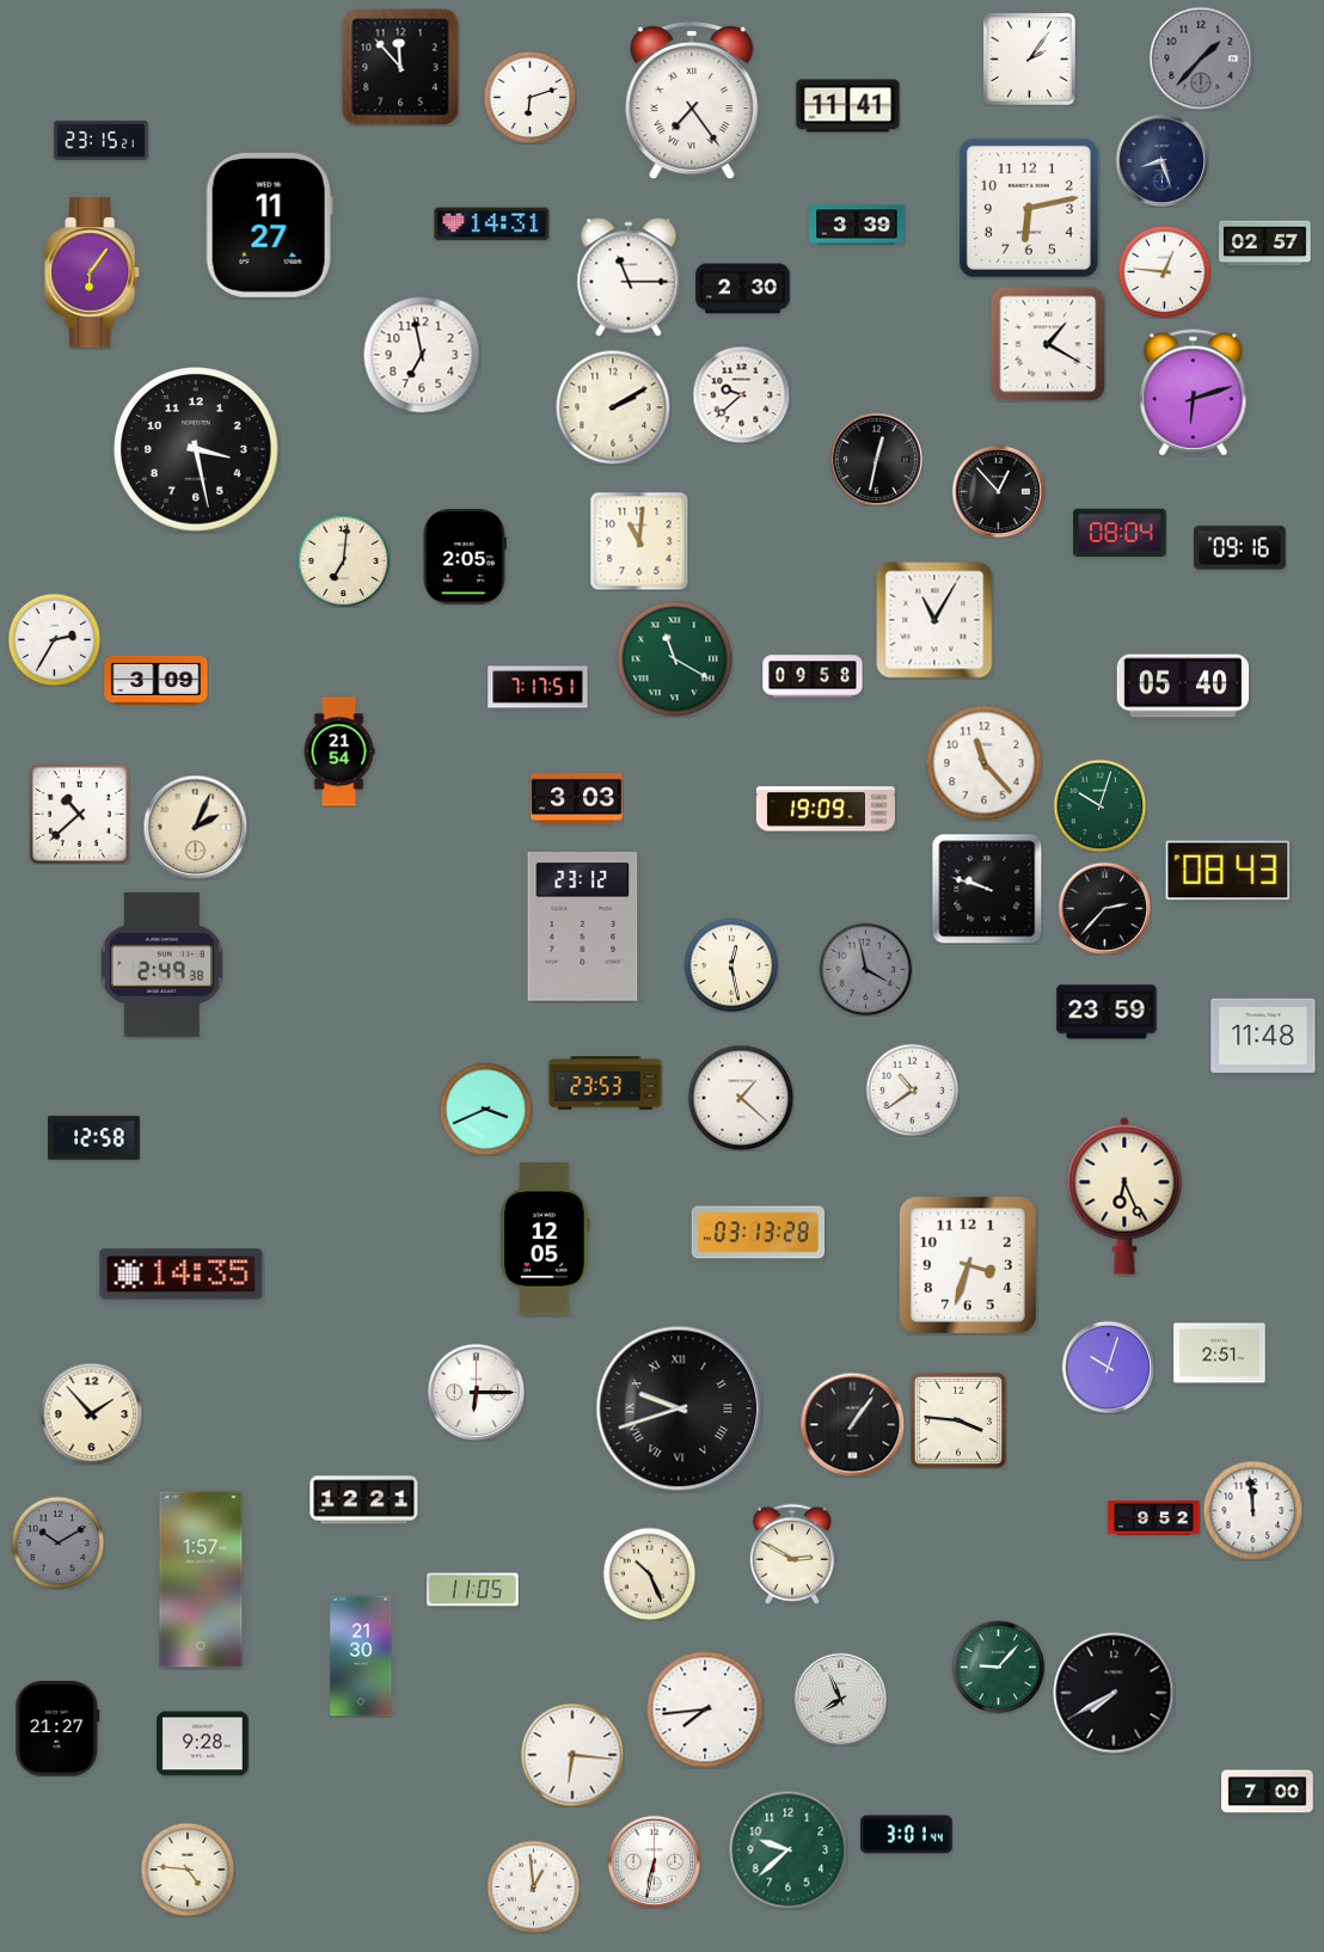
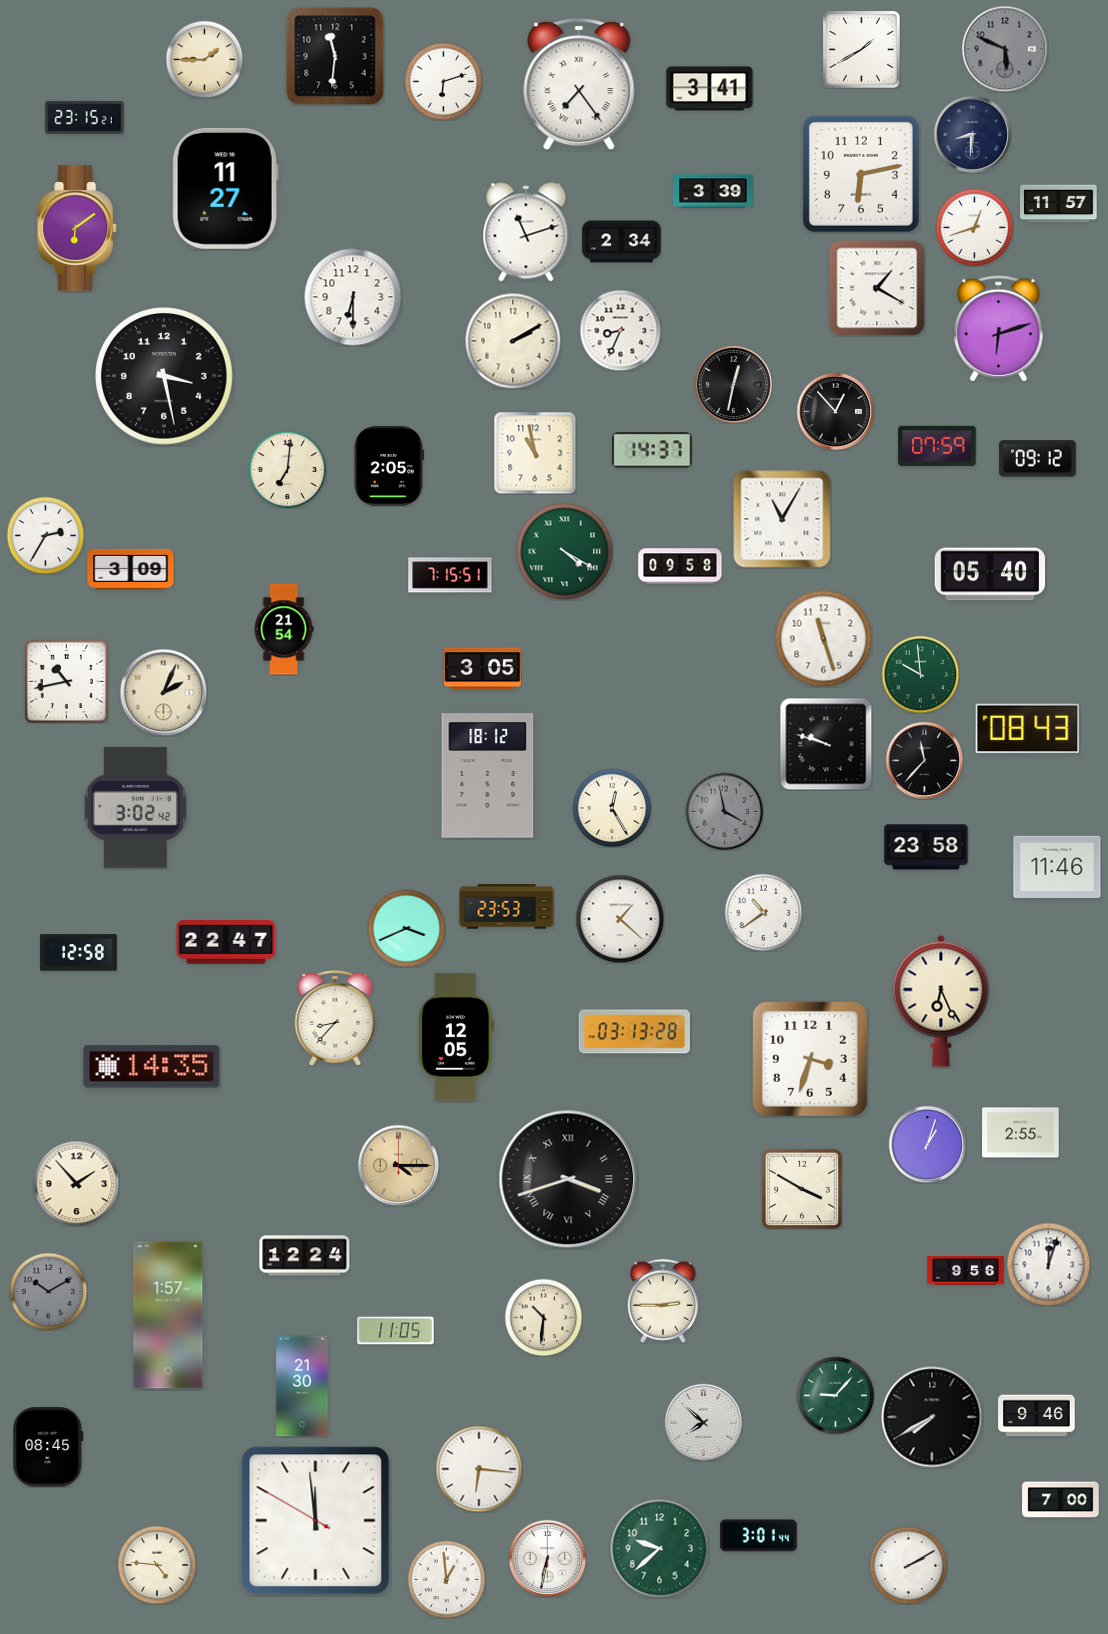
clock at (1029, 59): 2:06 -> 1:40
clock at (1201, 59): 1:37 -> 5:49
clock at (400, 67): 11:53 -> 11:31
clock at (204, 59): none -> 1:45
clock at (848, 106): 11:41 -> 3:41
clock at (1161, 160): 8:27 -> 8:31
clock at (492, 225): 14:31 -> none
clock at (857, 225) position: (857, 225) -> (713, 191)
clock at (1265, 244): 02:57 -> 11:57
clock at (1164, 271): 12:46 -> 12:42
clock at (93, 272): 6:06 -> 6:09
clock at (629, 277): 11:15 -> 11:12
clock at (743, 289): 2:30 -> 2:34
clock at (422, 355): 6:58 -> 6:30
clock at (741, 394): 9:38 -> 8:34
clock at (1120, 532): 08:04 -> 07:59
clock at (652, 450): none -> 14:37
clock at (639, 541): 11:01 -> 10:58
clock at (1240, 548): 09:16 -> 09:12
clock at (674, 658): 11:20 -> 4:20
clock at (538, 687): 7:17 -> 7:15
clock at (983, 762): 11:23 -> 11:27
clock at (577, 799): 3:03 -> 3:05
clock at (1099, 805): 10:03 -> 9:59
clock at (826, 809): 19:09 -> none
clock at (79, 814): 10:38 -> 10:43
clock at (1104, 908): 2:37 -> 11:37
clock at (583, 927): 23:12 -> 18:12
clock at (161, 965): 2:49 -> 3:02
clock at (731, 965): 12:28 -> 12:25
clock at (1107, 1012): 23:59 -> 23:58
clock at (1263, 1035): 11:48 -> 11:46
clock at (226, 943): none -> 22:47
clock at (335, 1018): none -> 8:37
clock at (1220, 1353): 2:51 -> 2:55
clock at (1108, 1367): 10:03 -> 1:03
clock at (476, 1392): 6:15 -> 4:15
clock at (476, 1392) dial: white -> champagne
clock at (679, 1408): 9:42 -> 3:42
clock at (958, 1420): 3:46 -> 3:50
clock at (852, 1424): 1:06 -> none
clock at (364, 1500): 12:21 -> 12:24
clock at (1252, 1510): 11:59 -> 12:03
clock at (1154, 1518): 9:52 -> 9:56
clock at (792, 1554): 2:50 -> 2:45
clock at (649, 1573): 10:26 -> 10:31
clock at (201, 1579) position: (201, 1579) -> (168, 1315)
clock at (1037, 1416): none -> 9:46
clock at (840, 1699): 7:56 -> 7:52
clock at (705, 1709): 7:44 -> none
clock at (57, 1729): 21:27 -> 08:45
clock at (203, 1744): 9:28 -> none
clock at (316, 1521): none -> 11:58
clock at (908, 1565): none -> 2:10
